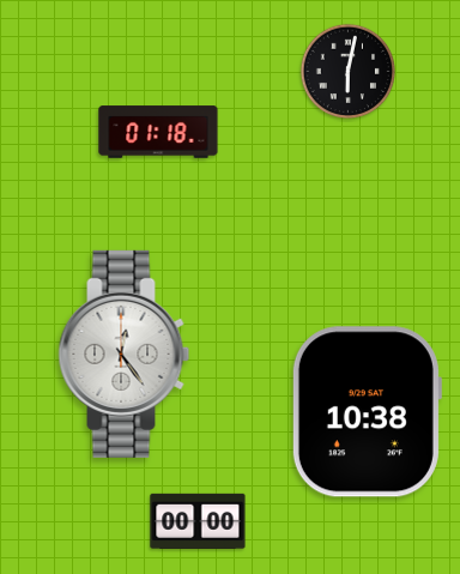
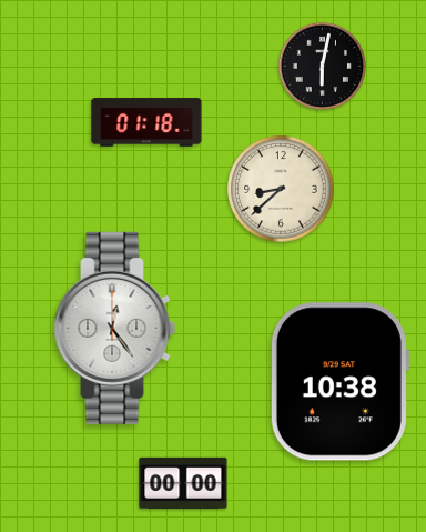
clock at (281, 189): none -> 8:38
